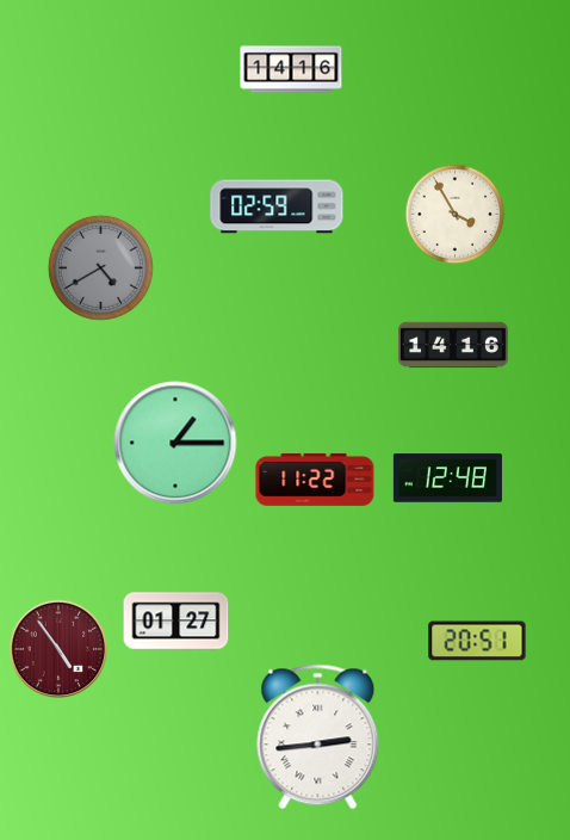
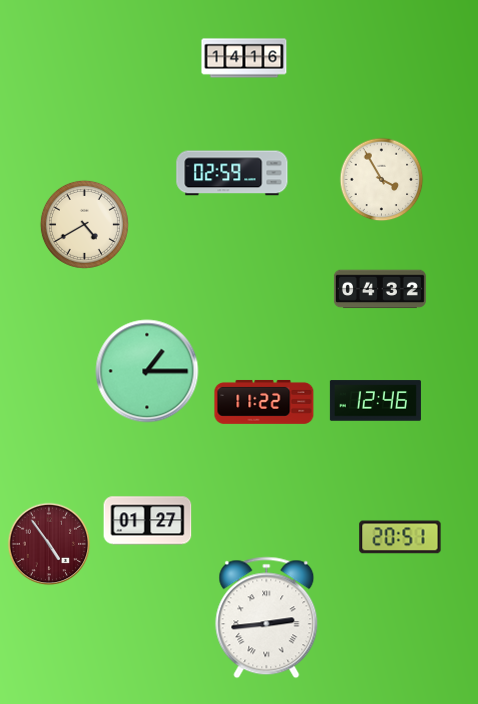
clock at (100, 267) dial: grey -> cream
clock at (453, 345): 14:16 -> 04:32
clock at (447, 478): 12:48 -> 12:46
